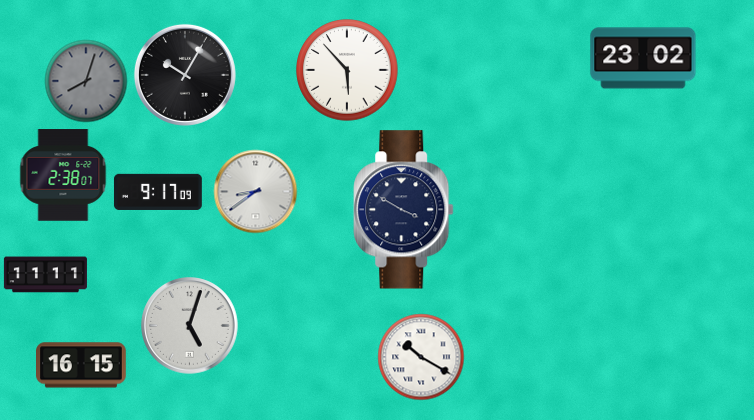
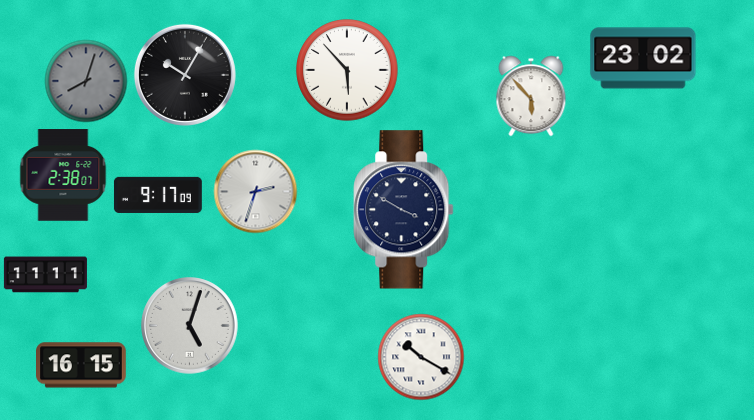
clock at (531, 96): none -> 5:53
clock at (255, 191): 8:39 -> 2:33
clock at (158, 192) position: (158, 192) -> (158, 195)
